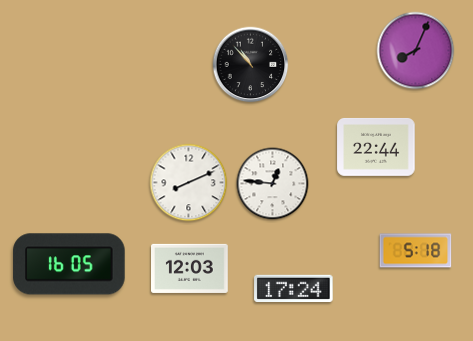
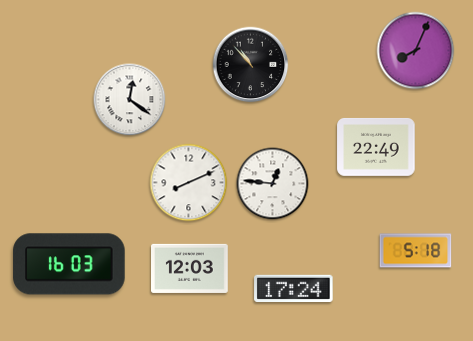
clock at (130, 100): none -> 12:21
clock at (376, 147): 22:44 -> 22:49
clock at (69, 264): 16:05 -> 16:03
